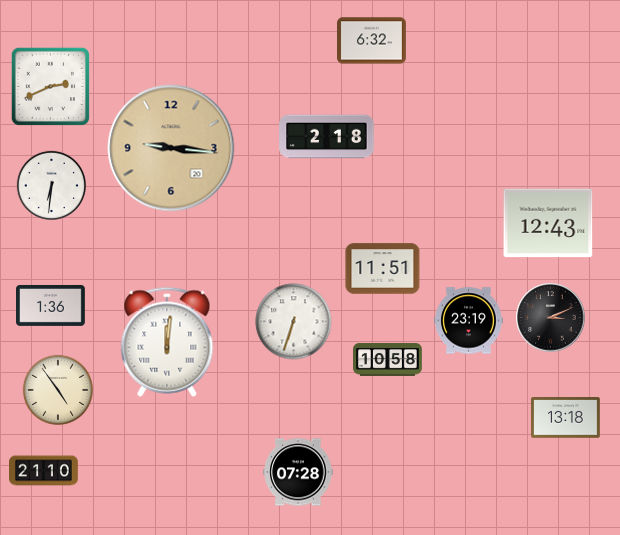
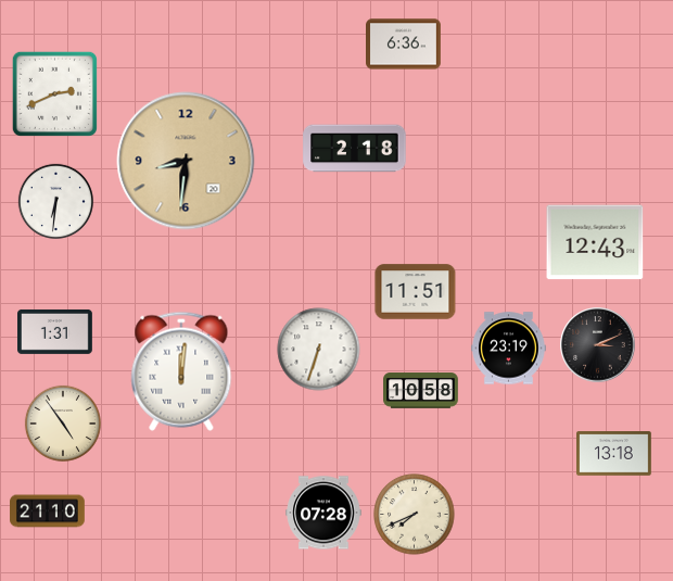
clock at (372, 41): 6:32 -> 6:36
clock at (171, 148): 9:16 -> 8:31
clock at (51, 305): 1:36 -> 1:31
clock at (415, 515): none -> 7:41
